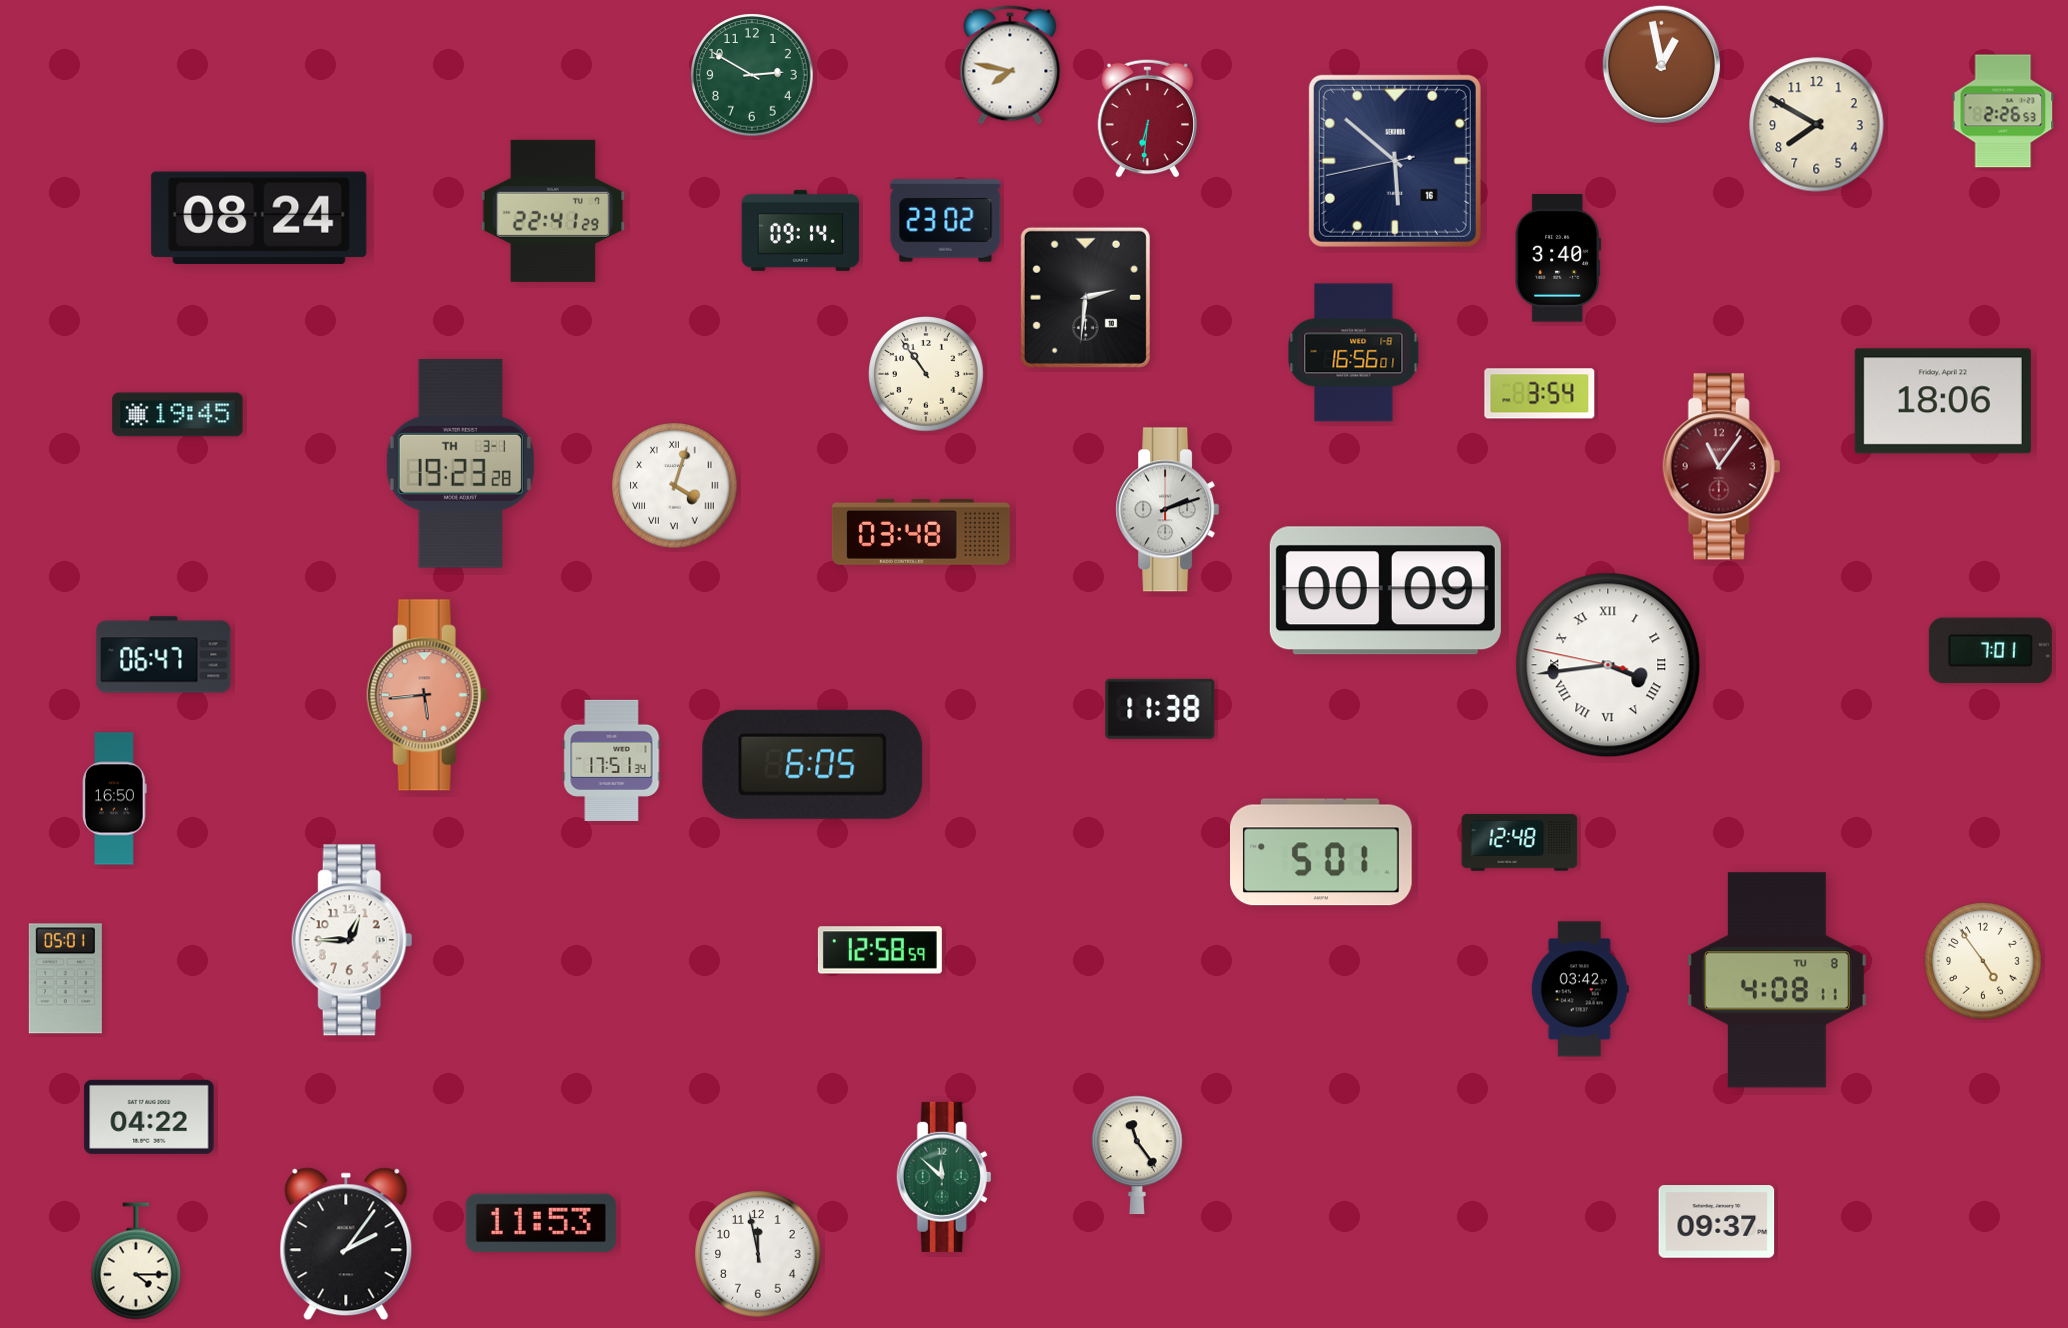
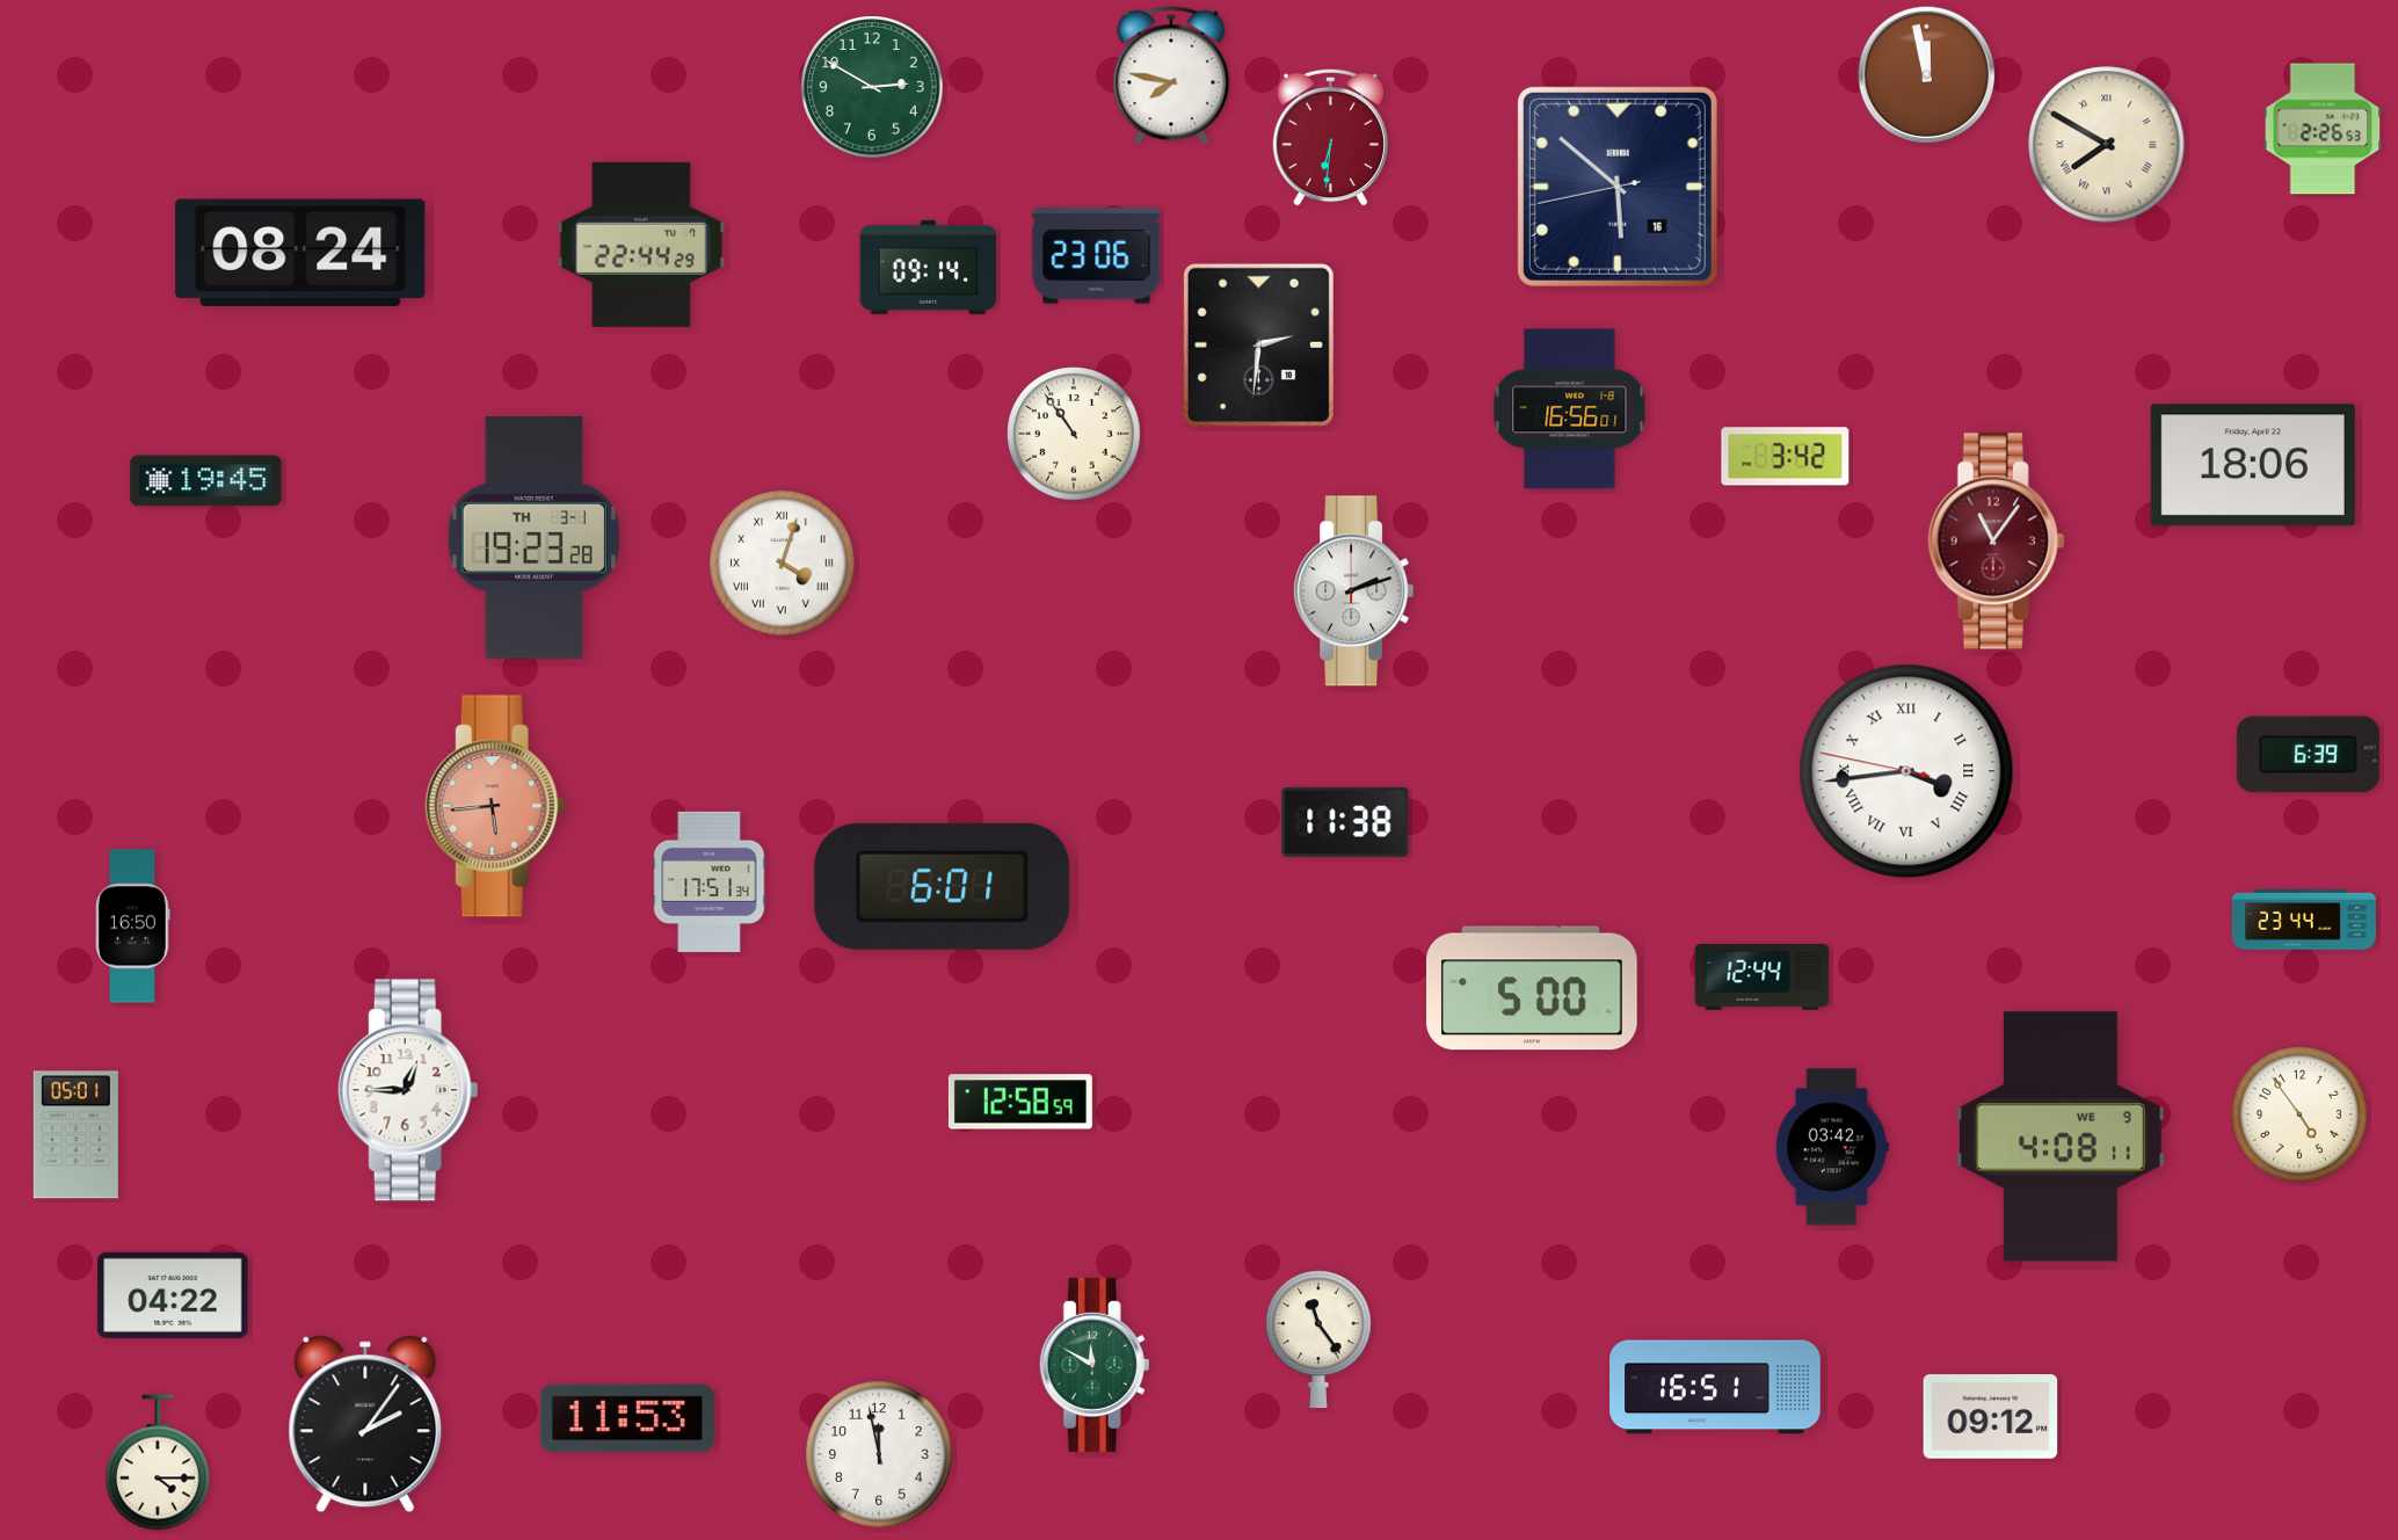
clock at (1662, 65): 12:58 -> 11:58
clock at (1817, 125) numerals: Arabic -> Roman
clock at (553, 211): 22:41 -> 22:44
clock at (946, 221): 23:02 -> 23:06
clock at (1558, 258): 3:40 -> none
clock at (1540, 394): 3:54 -> 3:42
clock at (921, 532): 03:48 -> none
clock at (1385, 591): 00:09 -> none
clock at (1990, 651): 7:01 -> 6:39
clock at (164, 655): 06:47 -> none
clock at (1608, 665) position: (1608, 665) -> (1906, 771)
clock at (813, 764): 6:05 -> 6:01
clock at (2304, 920): none -> 23:44
clock at (1520, 843): 12:48 -> 12:44
clock at (1322, 852): 5:01 -> 5:00
clock at (1777, 980) date: TU 8 -> WE 9
clock at (944, 1177): 11:52 -> 11:50
clock at (1715, 1387): none -> 16:51
clock at (1717, 1222): 09:37 -> 09:12
clock at (346, 1244) position: (346, 1244) -> (365, 1424)
